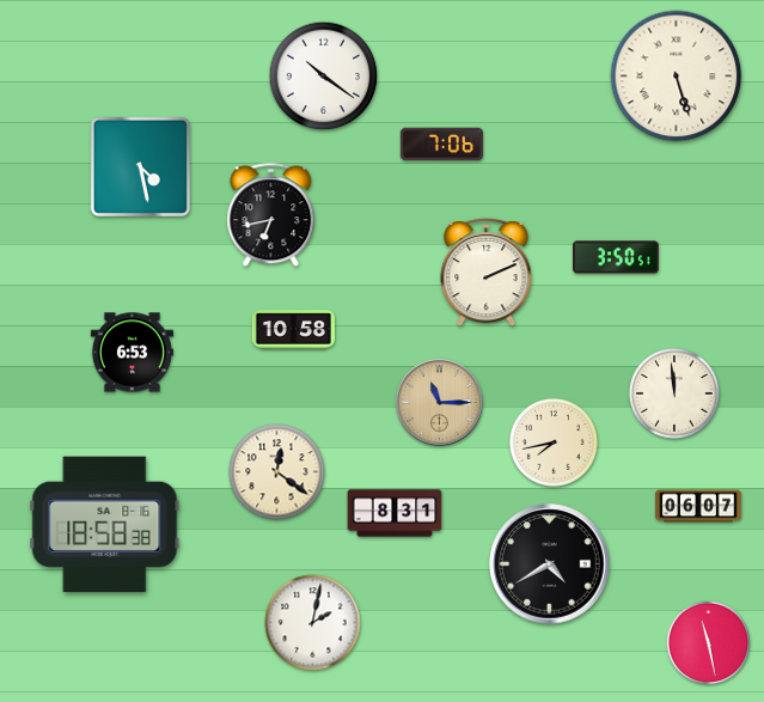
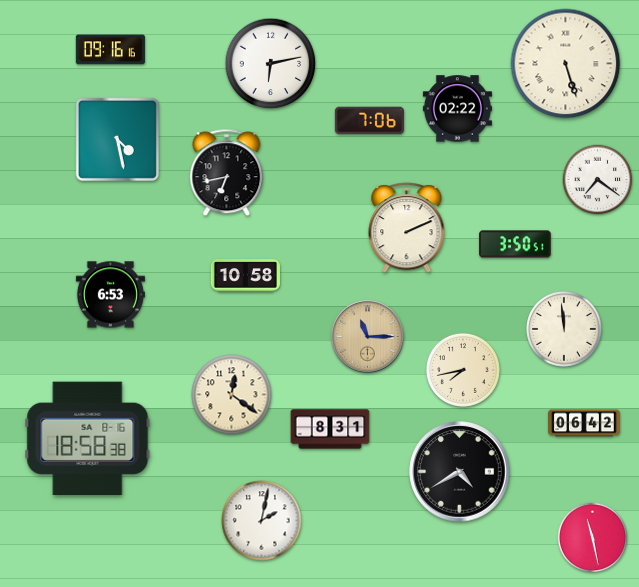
clock at (110, 50): none -> 09:16
clock at (324, 77): 10:21 -> 6:13
clock at (457, 109): none -> 02:22
clock at (271, 215) position: (271, 215) -> (227, 173)
clock at (598, 180): none -> 7:21
clock at (616, 257) position: (616, 257) -> (515, 244)
clock at (698, 506): 06:07 -> 06:42
